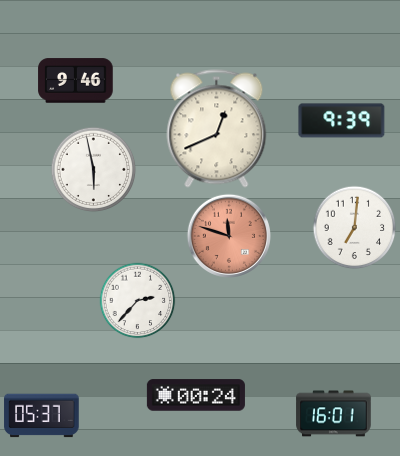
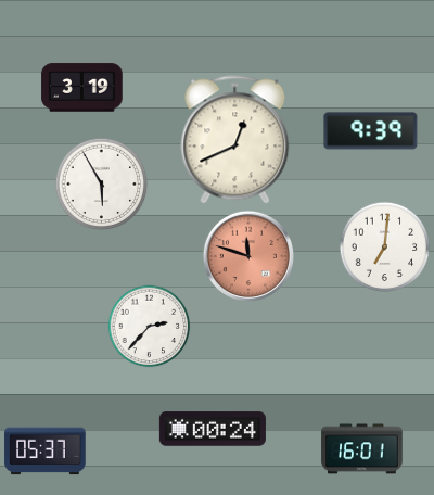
clock at (76, 81): 9:46 -> 3:19
clock at (94, 170): 5:58 -> 5:55
